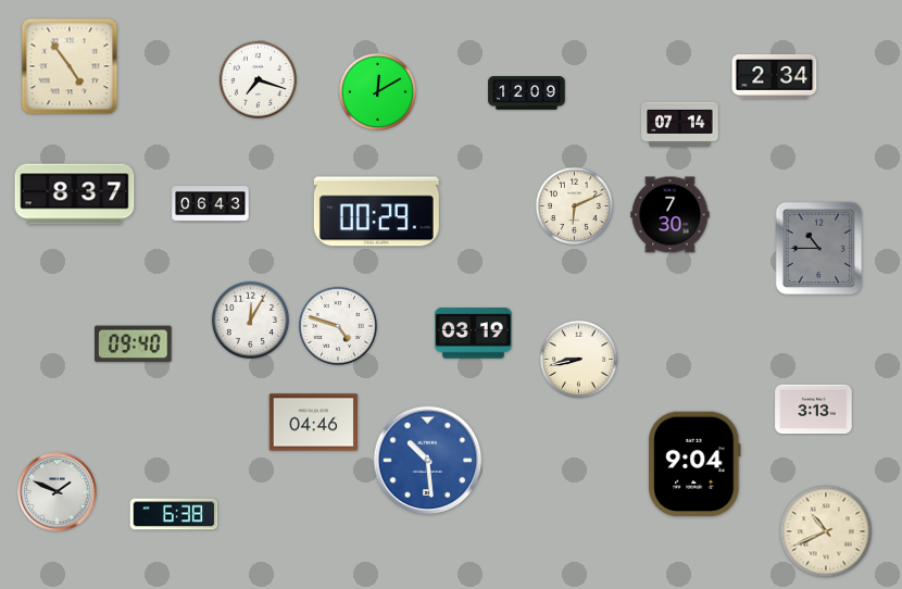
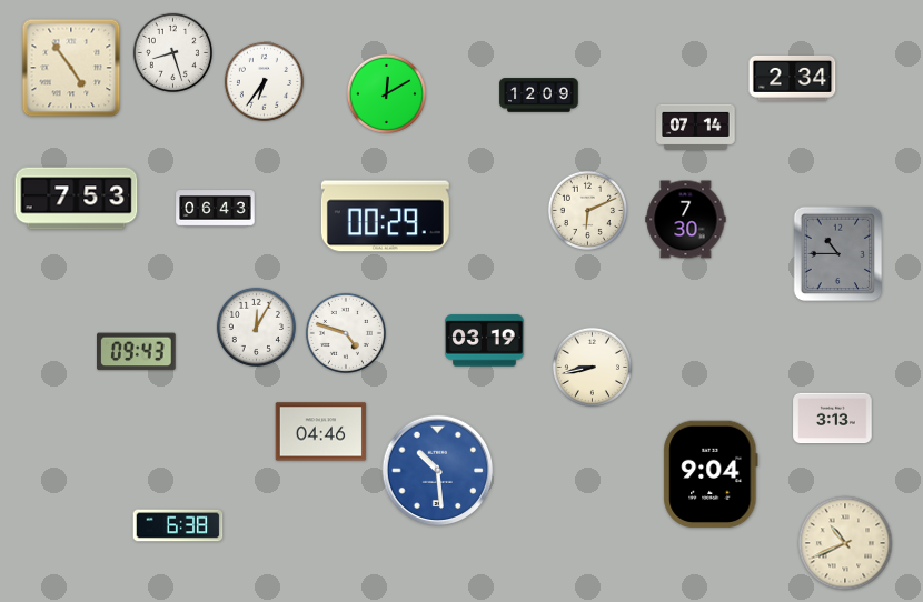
clock at (172, 52): none -> 8:27
clock at (258, 79): 7:18 -> 6:36
clock at (75, 195): 8:37 -> 7:53
clock at (134, 344): 09:40 -> 09:43
clock at (58, 492): 1:49 -> none
